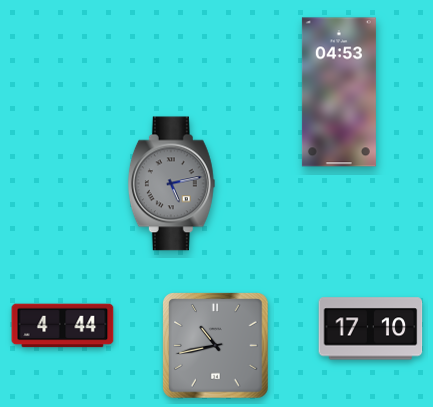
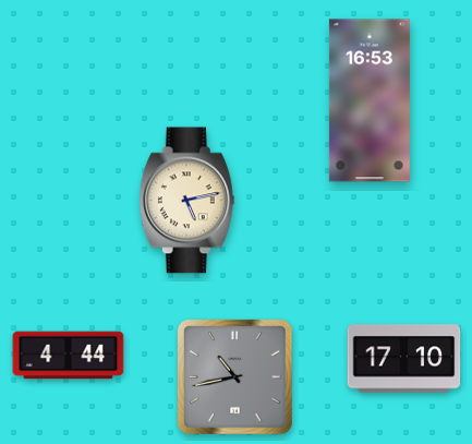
clock at (339, 92): 04:53 -> 16:53
clock at (171, 184) dial: grey -> cream
